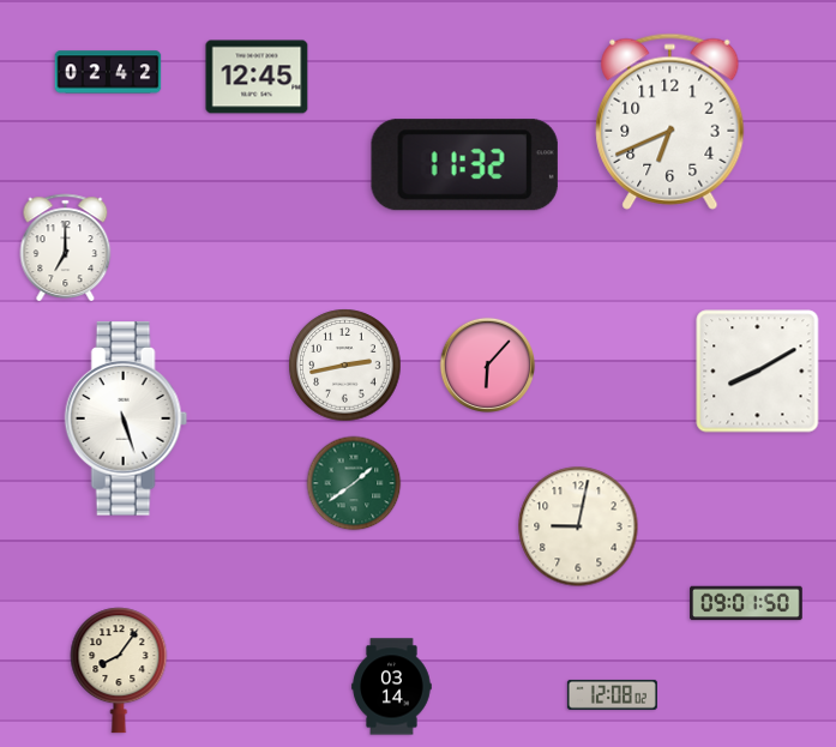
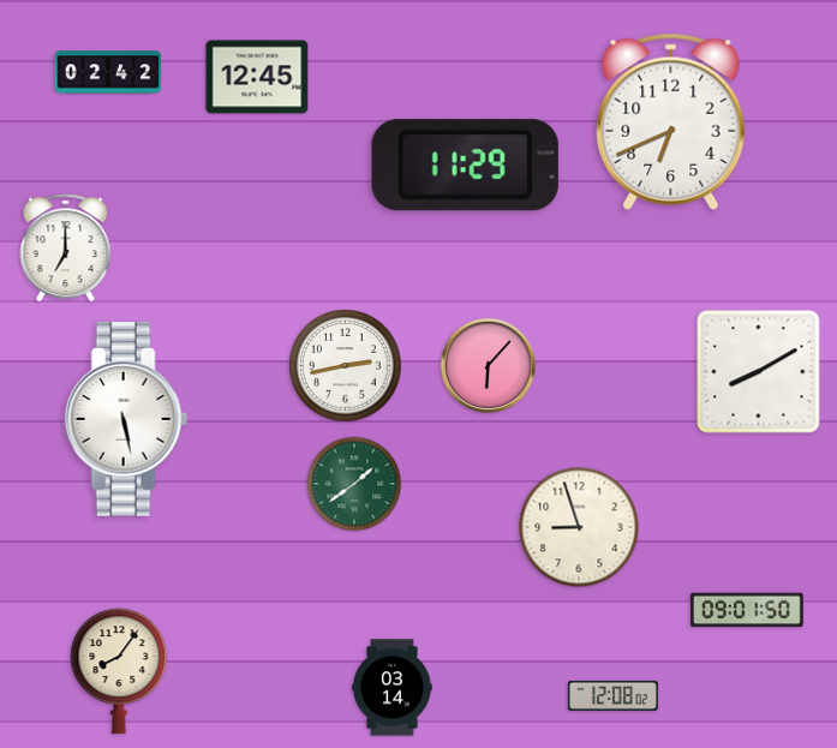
clock at (464, 165): 11:32 -> 11:29
clock at (126, 418): 5:27 -> 5:28
clock at (578, 526): 9:02 -> 8:57
clock at (746, 603) position: (746, 603) -> (747, 610)
